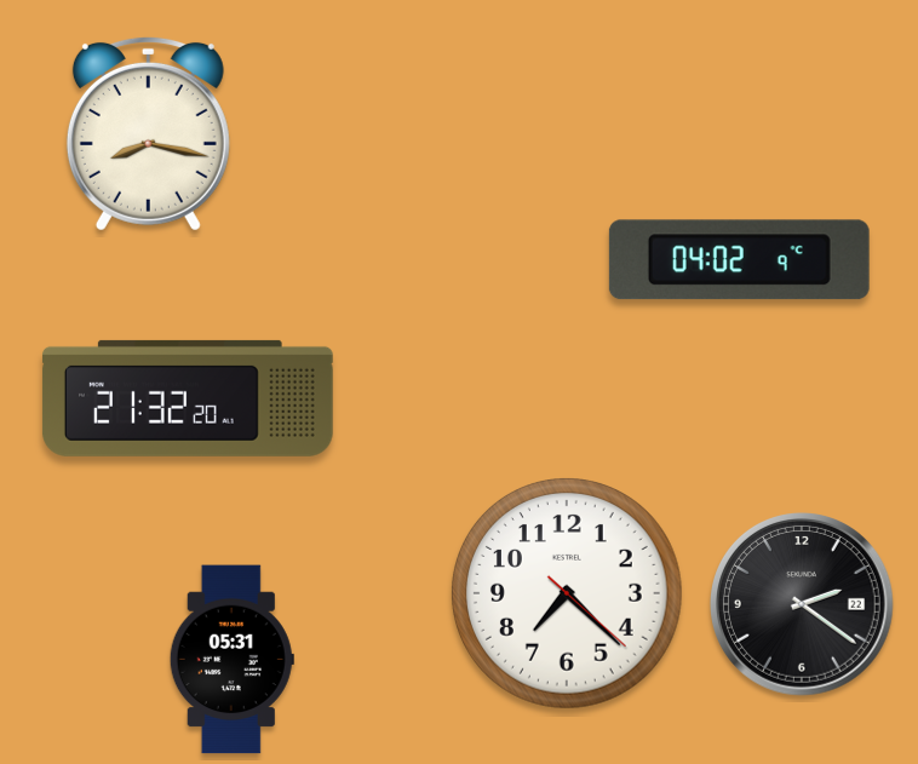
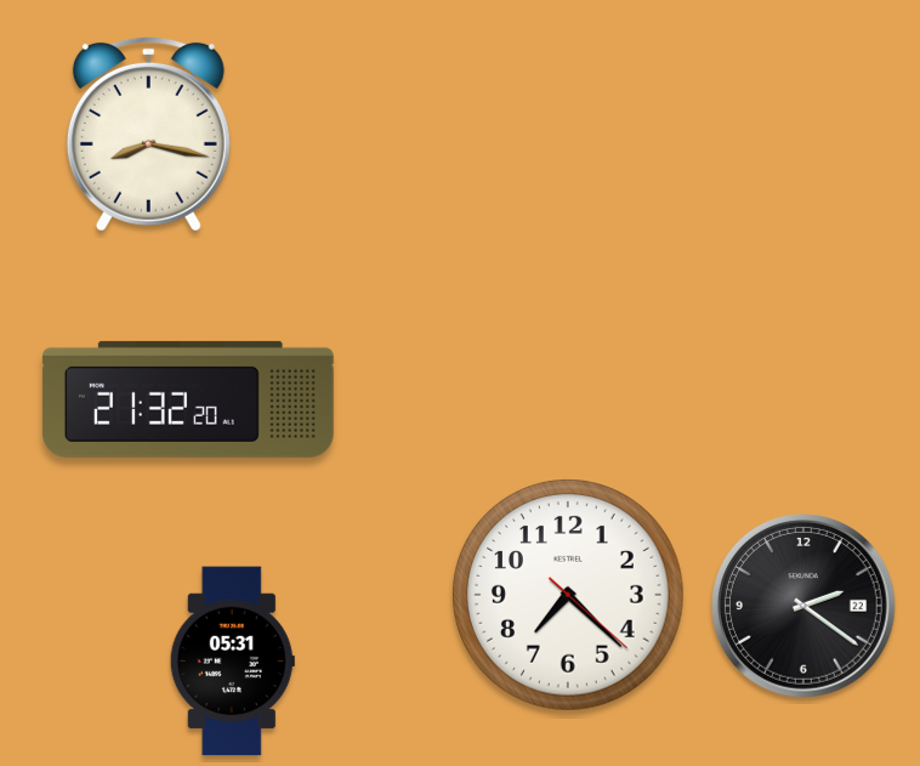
clock at (739, 260): 04:02 -> none
